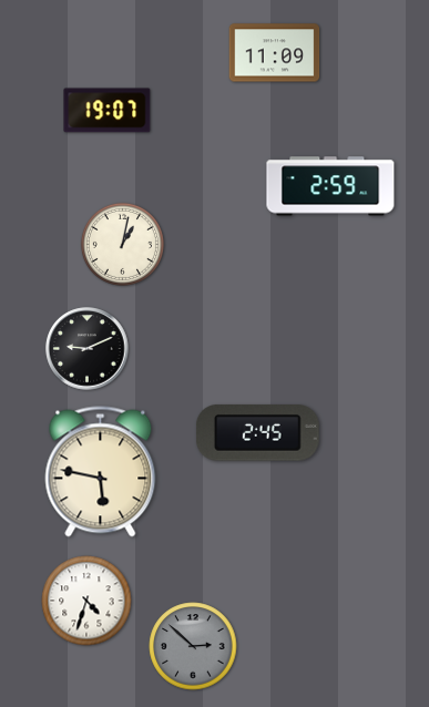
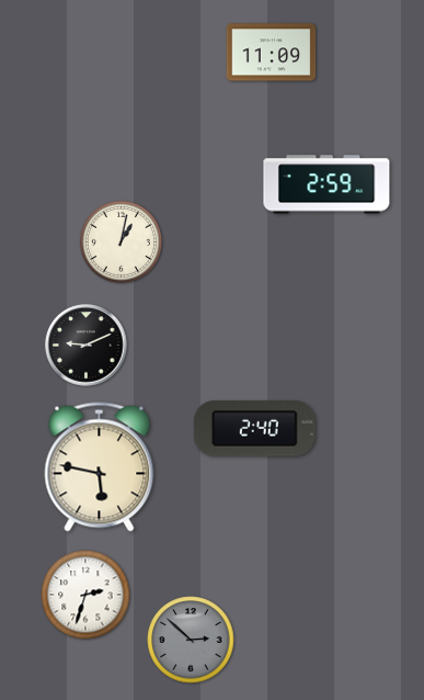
clock at (108, 111): 19:07 -> none
clock at (257, 433): 2:45 -> 2:40
clock at (86, 601): 4:33 -> 2:33
